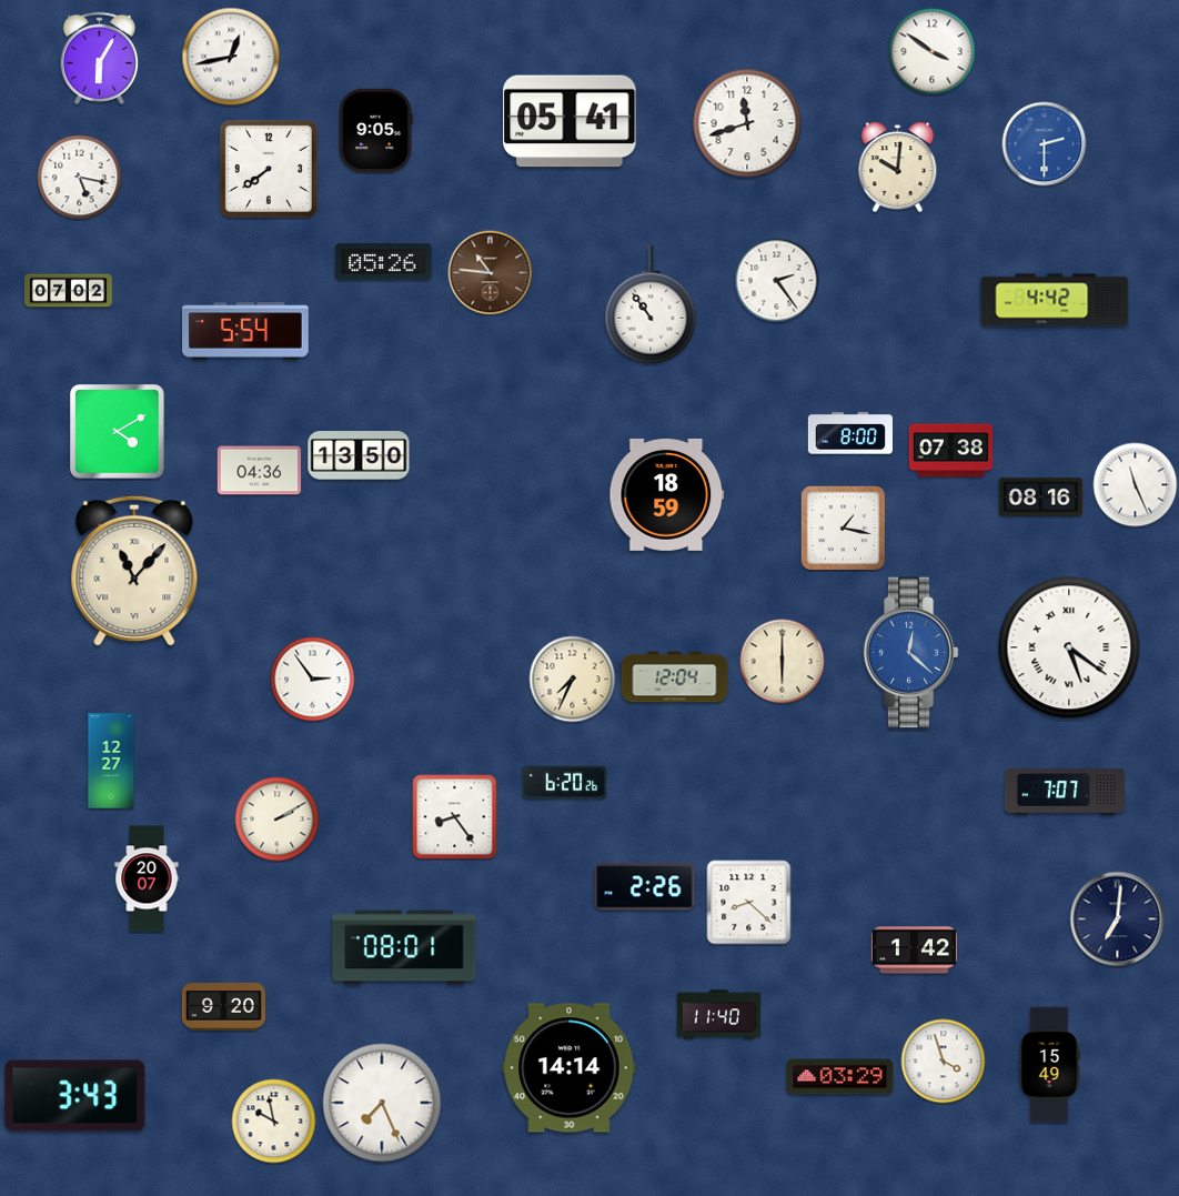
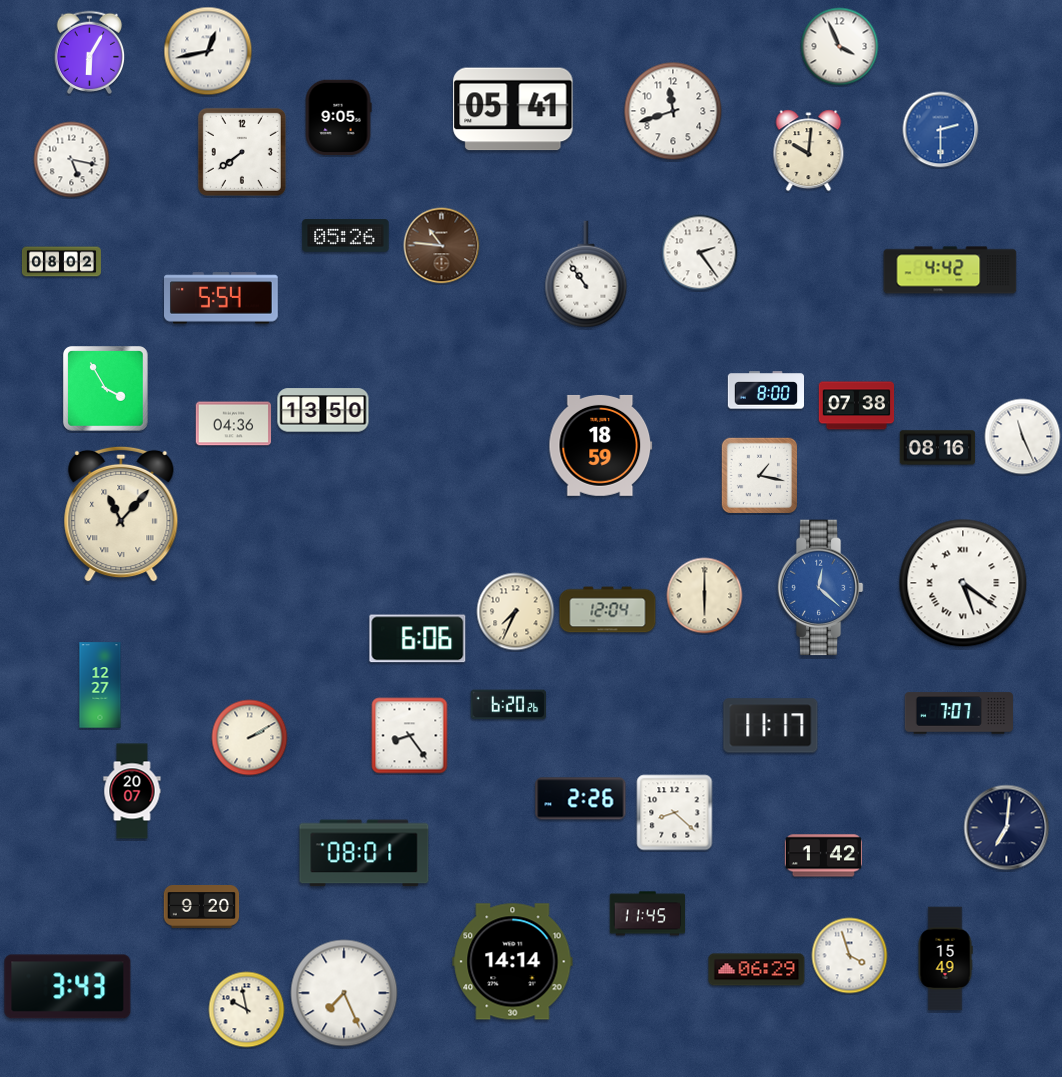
clock at (933, 52): 3:51 -> 3:56
clock at (68, 291): 07:02 -> 08:02
clock at (118, 432): 4:10 -> 3:55
clock at (313, 680): 2:54 -> none
clock at (418, 639): none -> 6:06
clock at (771, 726): none -> 11:17
clock at (719, 1015): 11:40 -> 11:45
clock at (840, 1077): 03:29 -> 06:29
